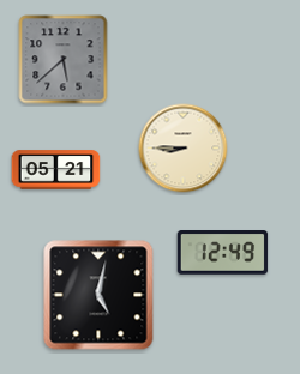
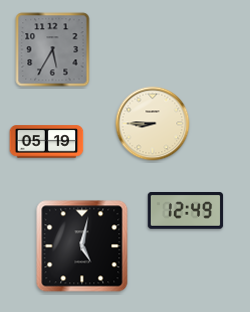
clock at (64, 60): 5:38 -> 5:35
clock at (56, 170): 05:21 -> 05:19
